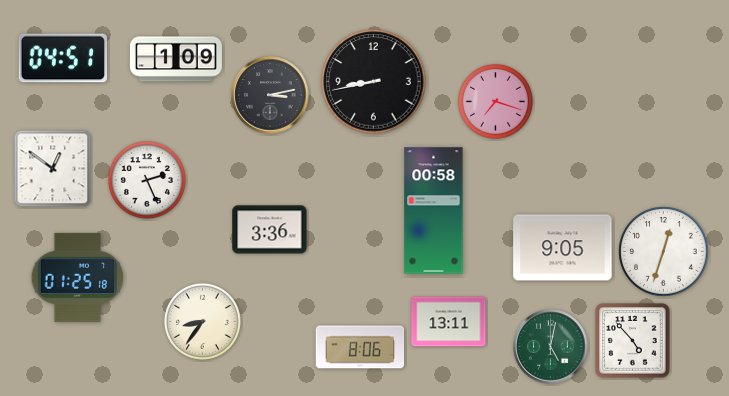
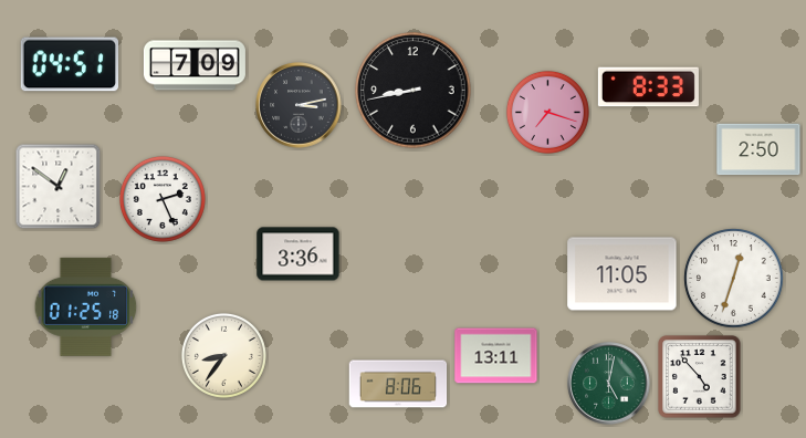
clock at (176, 59): 1:09 -> 7:09
clock at (648, 87): none -> 8:33
clock at (758, 149): none -> 2:50
clock at (434, 211): 00:58 -> none
clock at (563, 248): 9:05 -> 11:05
